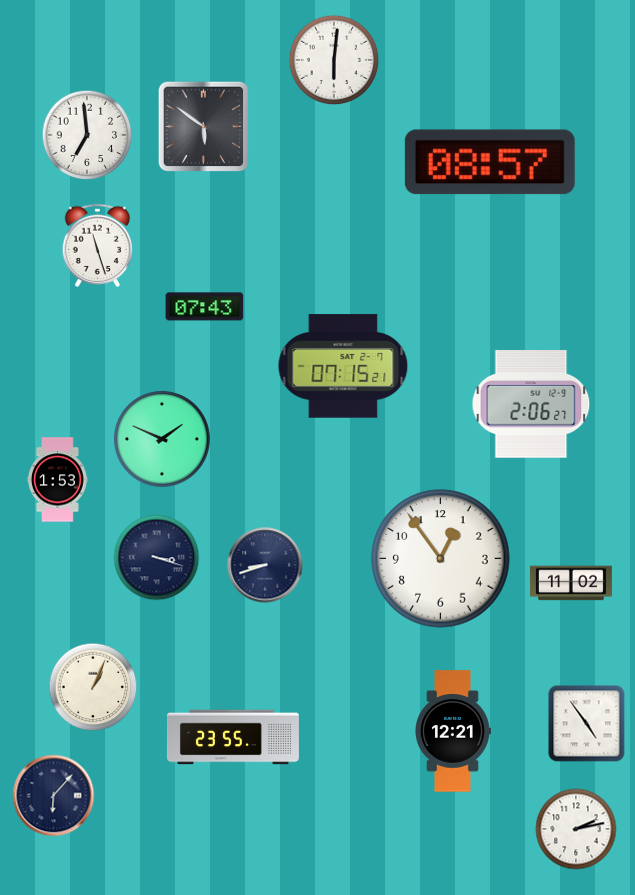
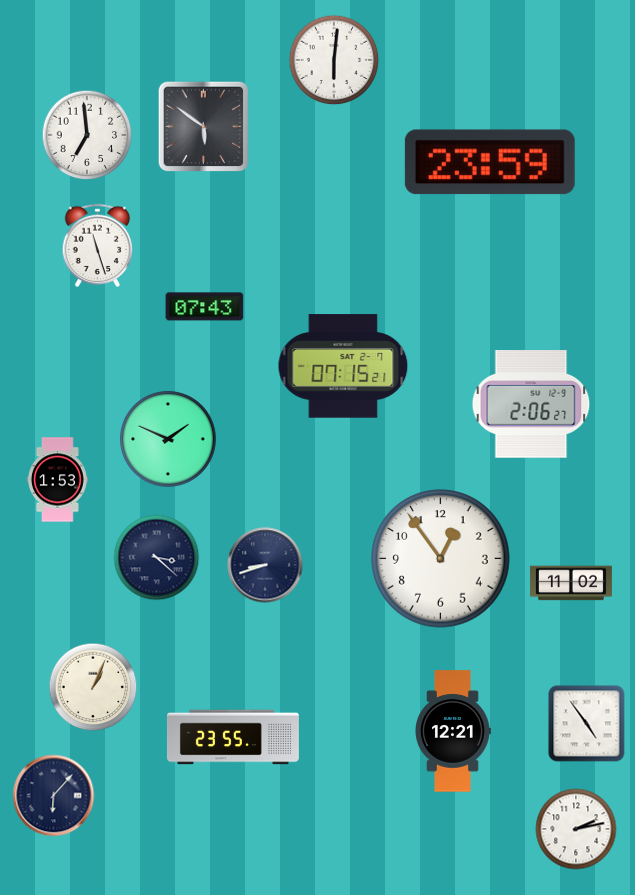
clock at (490, 162): 08:57 -> 23:59
clock at (162, 439) position: (162, 439) -> (168, 439)
clock at (157, 558): 3:18 -> 3:22
